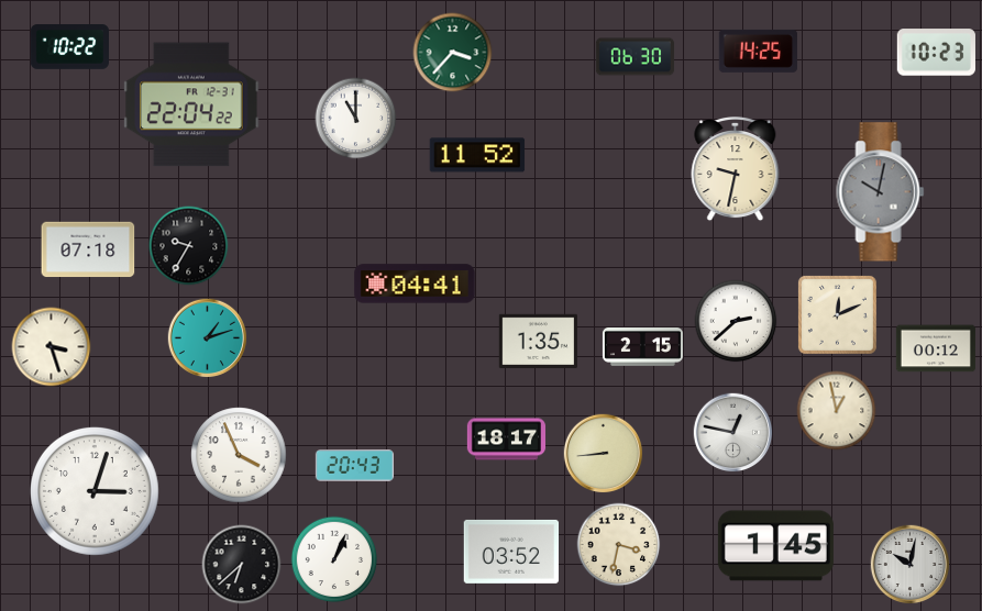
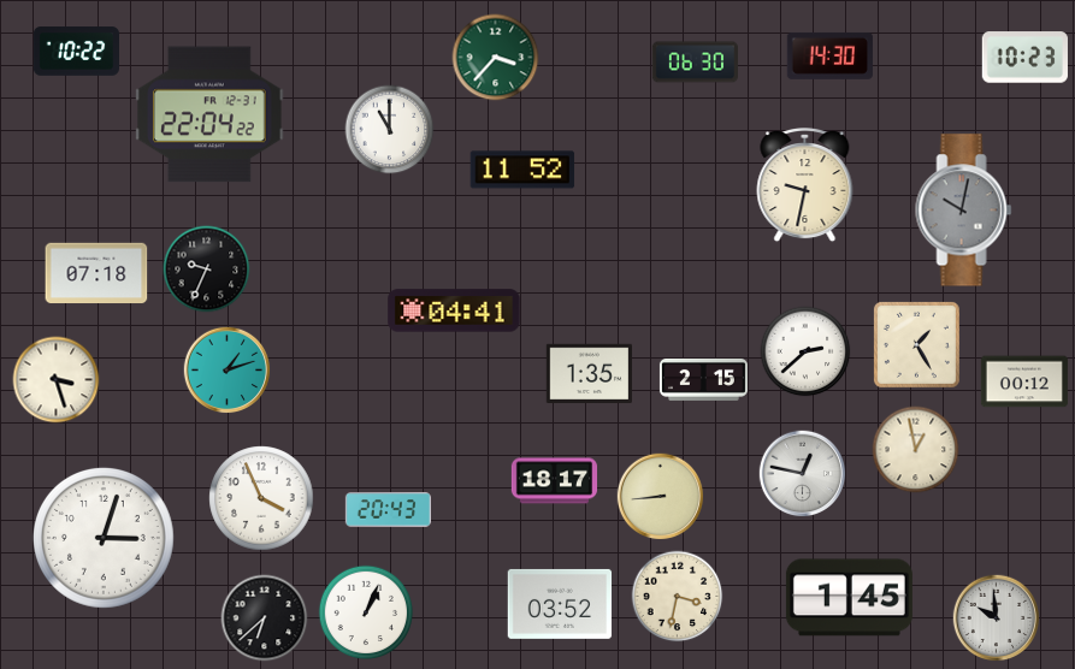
clock at (758, 51): 14:25 -> 14:30
clock at (189, 246): 9:35 -> 9:34
clock at (837, 314): 12:11 -> 1:25
clock at (911, 565): 10:02 -> 9:59
